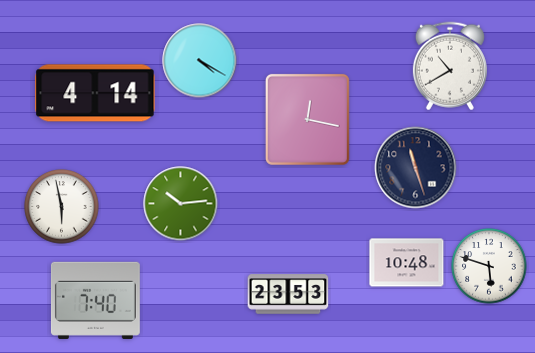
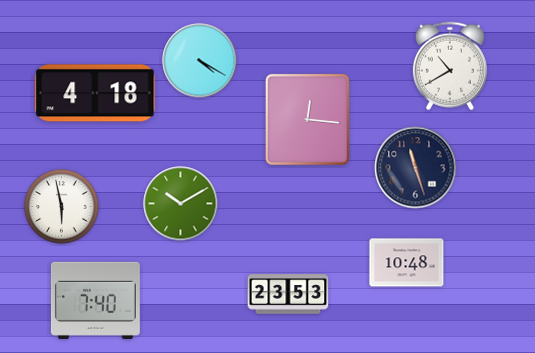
clock at (95, 93): 4:14 -> 4:18
clock at (307, 119): 12:17 -> 12:16
clock at (181, 204): 10:14 -> 10:10
clock at (489, 266): 5:48 -> none
